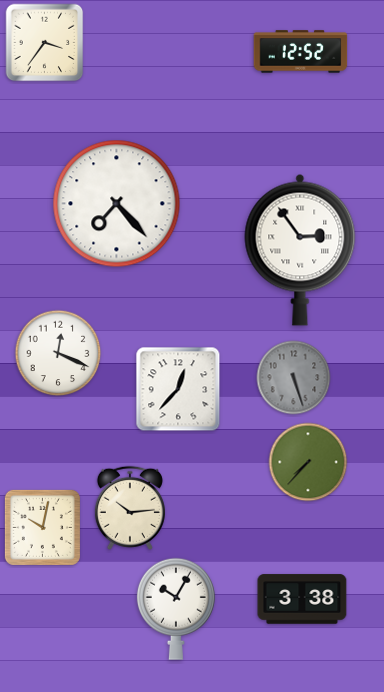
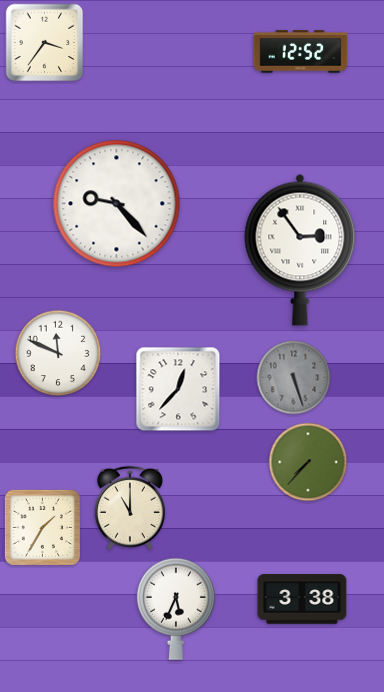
clock at (117, 204): 7:23 -> 9:23
clock at (58, 353): 12:19 -> 11:49
clock at (130, 508): 10:14 -> 11:00
clock at (42, 527): 10:02 -> 1:35
clock at (176, 609): 10:05 -> 5:34
